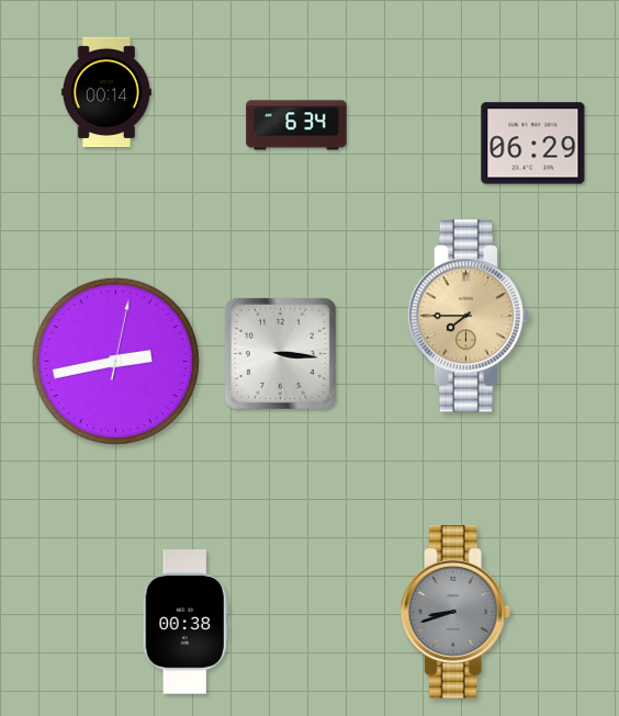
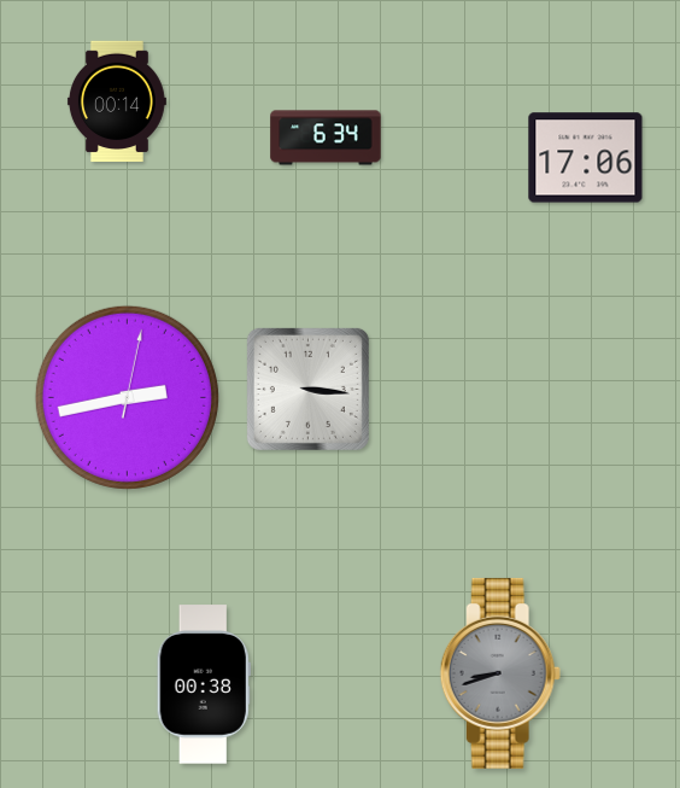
clock at (533, 144): 06:29 -> 17:06
clock at (468, 316): 7:45 -> none
